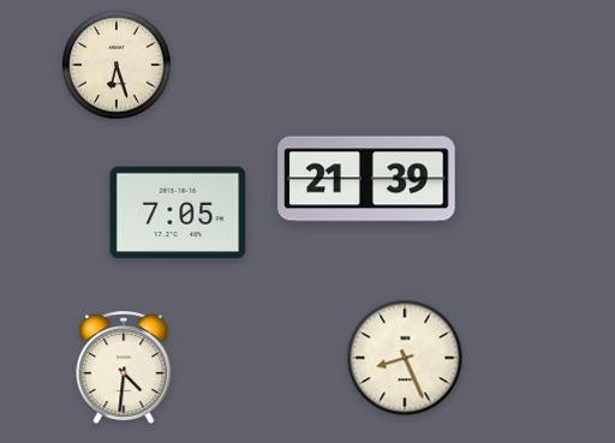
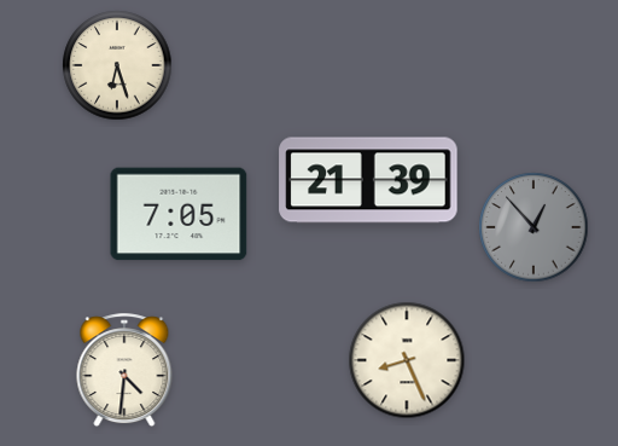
clock at (534, 227): none -> 12:53
